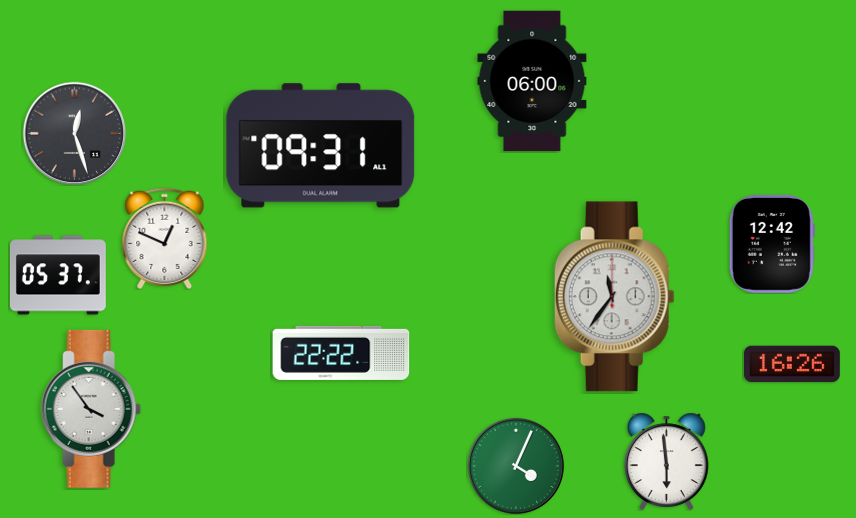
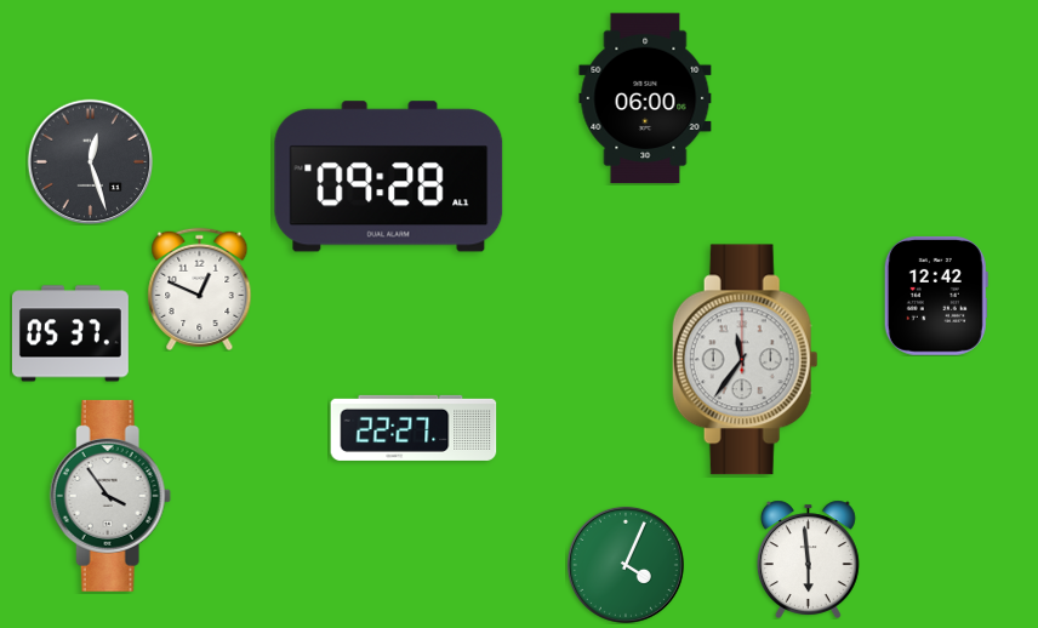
clock at (321, 146): 09:31 -> 09:28
clock at (341, 353): 22:22 -> 22:27
clock at (792, 364): 16:26 -> none
